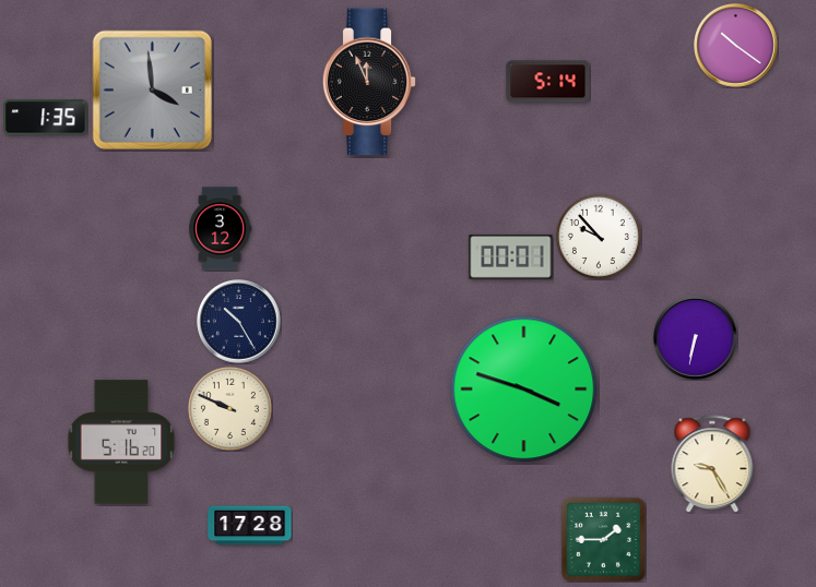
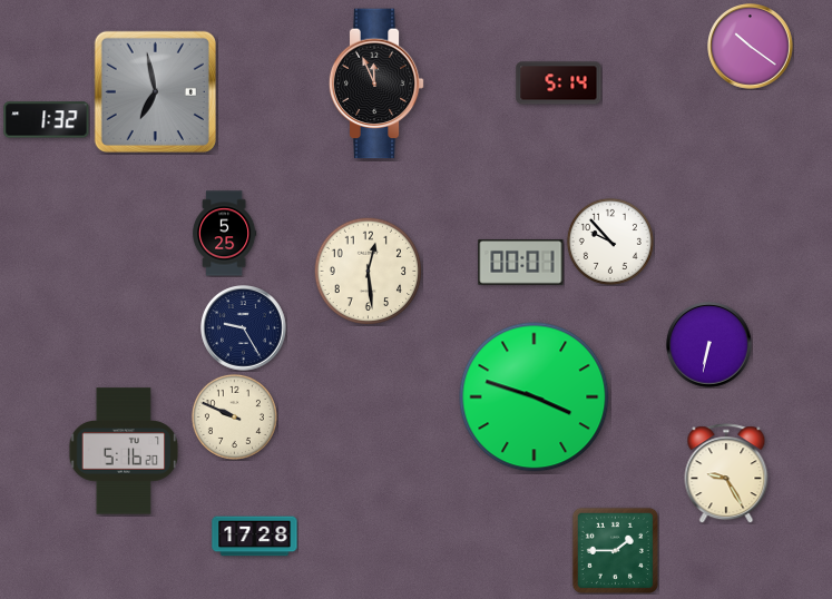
clock at (152, 89): 3:59 -> 6:58
clock at (46, 118): 1:35 -> 1:32
clock at (221, 229): 3:12 -> 5:25
clock at (368, 271): none -> 12:29
clock at (239, 322): 10:25 -> 9:25
